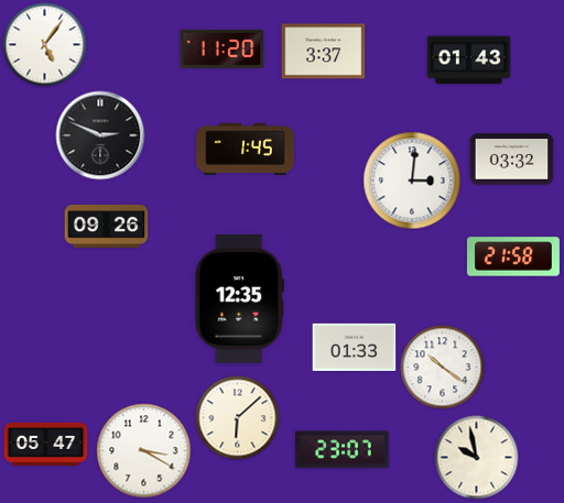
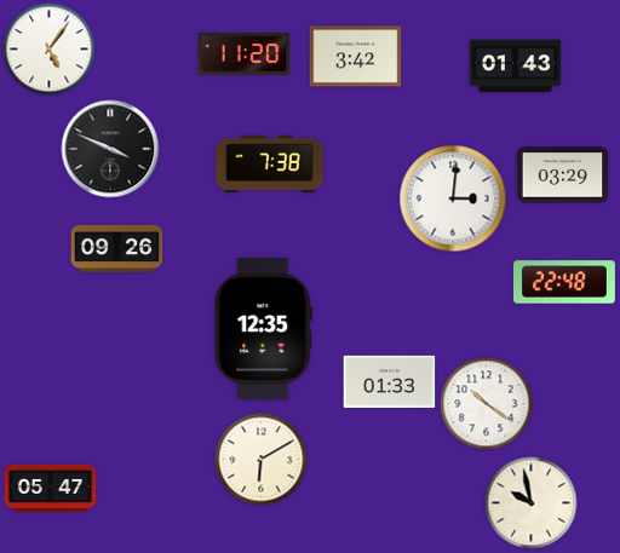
clock at (324, 52): 3:37 -> 3:42
clock at (100, 135): 2:49 -> 3:49
clock at (246, 149): 1:45 -> 7:38
clock at (512, 160): 03:32 -> 03:29
clock at (513, 256): 21:58 -> 22:48
clock at (238, 418): 6:08 -> 6:10
clock at (341, 450): 23:07 -> none
clock at (144, 451): 3:20 -> none
clock at (477, 458) position: (477, 458) -> (532, 503)
